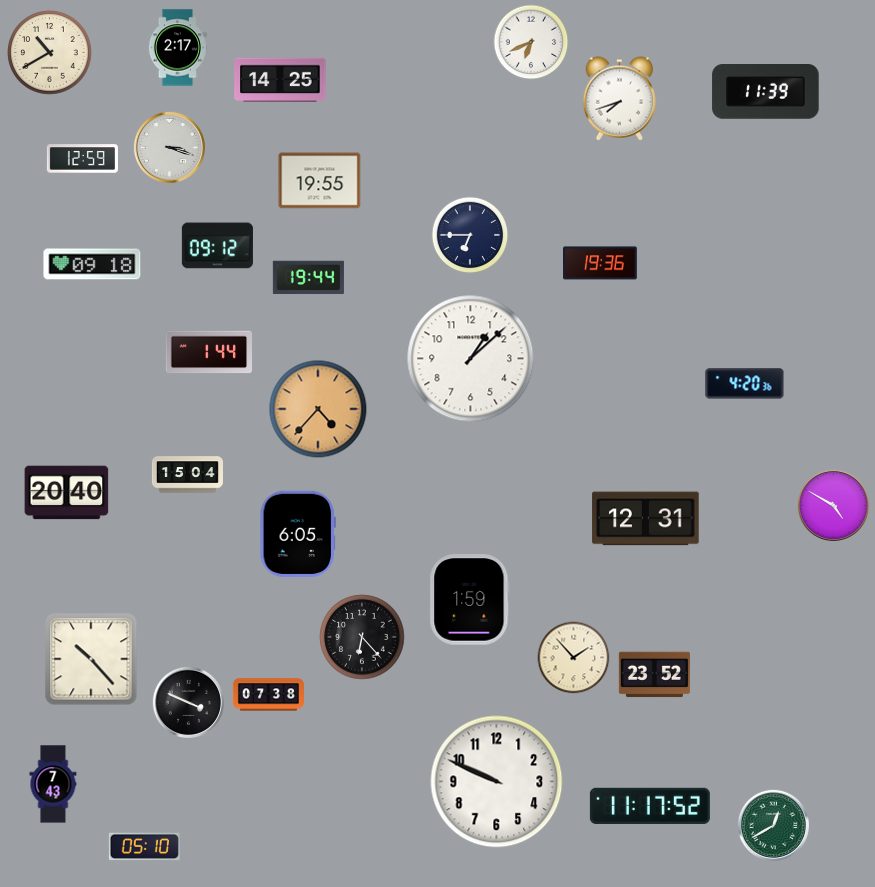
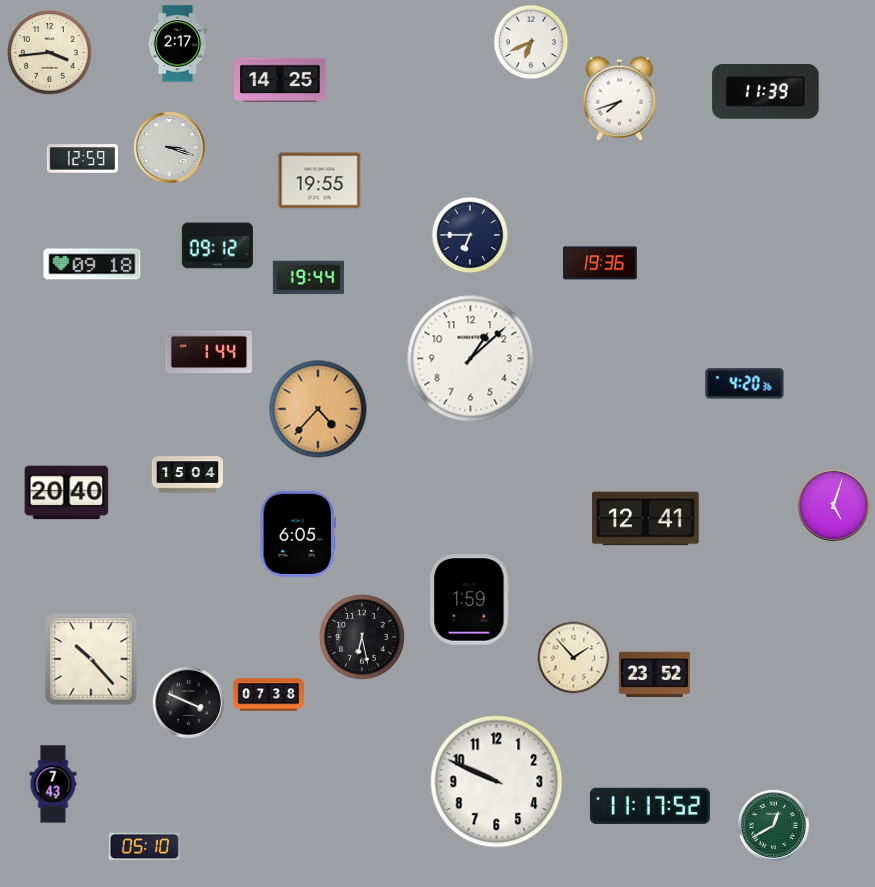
clock at (177, 48) position: (177, 48) -> (177, 44)
clock at (50, 53): 10:40 -> 3:44
clock at (833, 505): 4:50 -> 5:03
clock at (646, 519): 12:31 -> 12:41
clock at (362, 637): 6:23 -> 6:28
